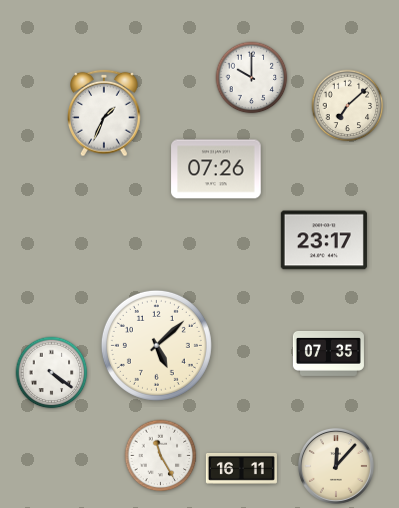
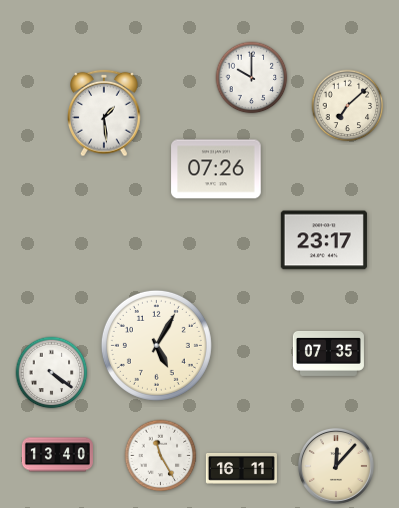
clock at (105, 113): 1:34 -> 1:29
clock at (156, 345): 5:08 -> 5:05
clock at (57, 455): none -> 13:40
